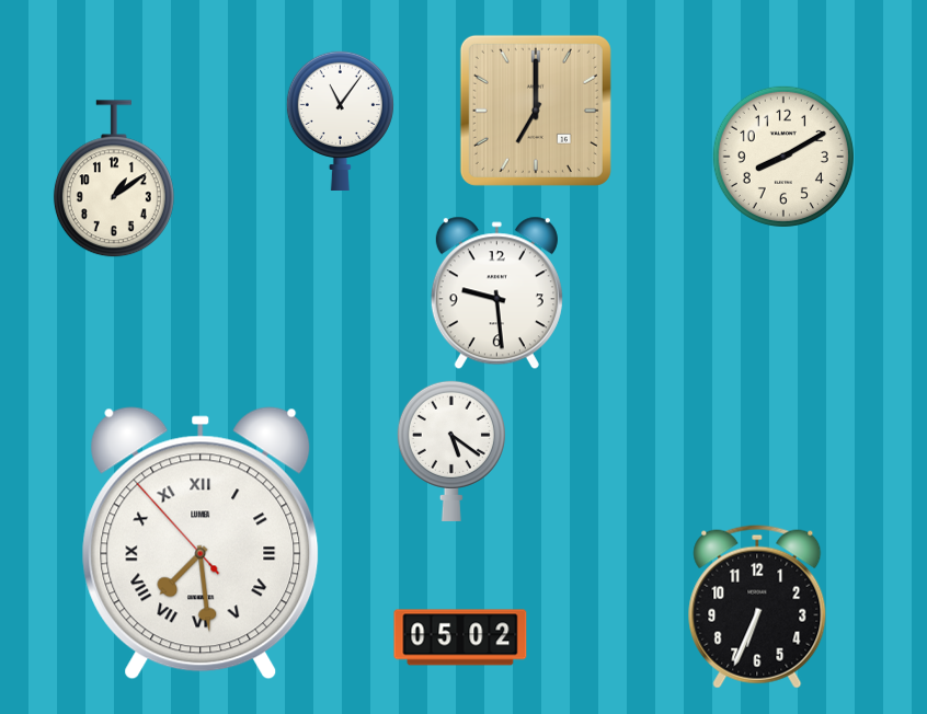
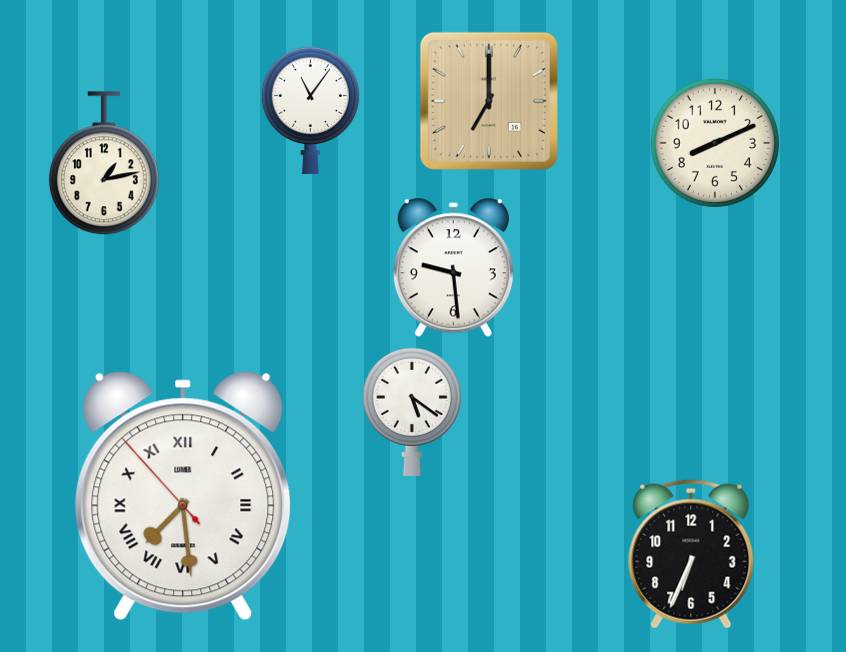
clock at (783, 157): 8:10 -> 8:11
clock at (114, 180): 1:09 -> 1:13
clock at (460, 637): 05:02 -> none
